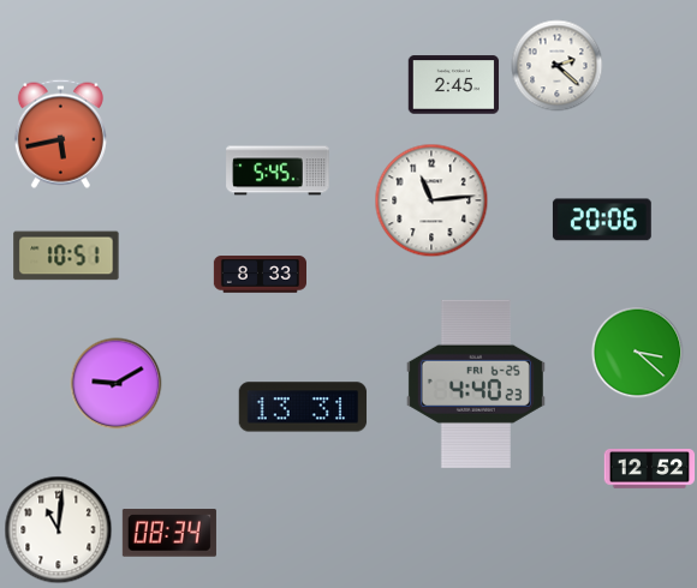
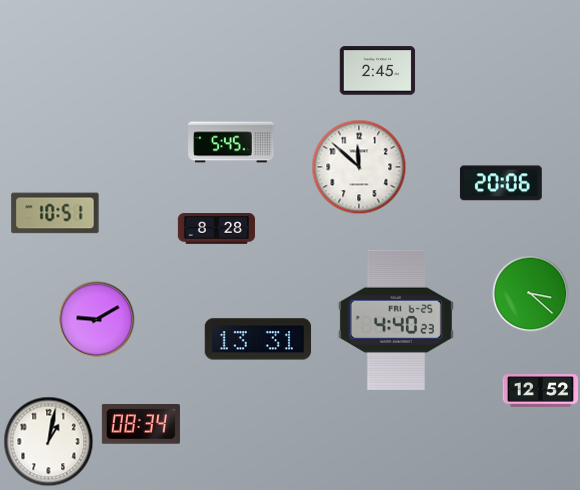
clock at (558, 66): 2:22 -> none
clock at (60, 133): 5:43 -> none
clock at (431, 200): 11:14 -> 11:52
clock at (260, 275): 8:33 -> 8:28
clock at (303, 407) position: (303, 407) -> (258, 339)
clock at (59, 530): 11:01 -> 1:02
clock at (169, 533) position: (169, 533) -> (141, 424)
